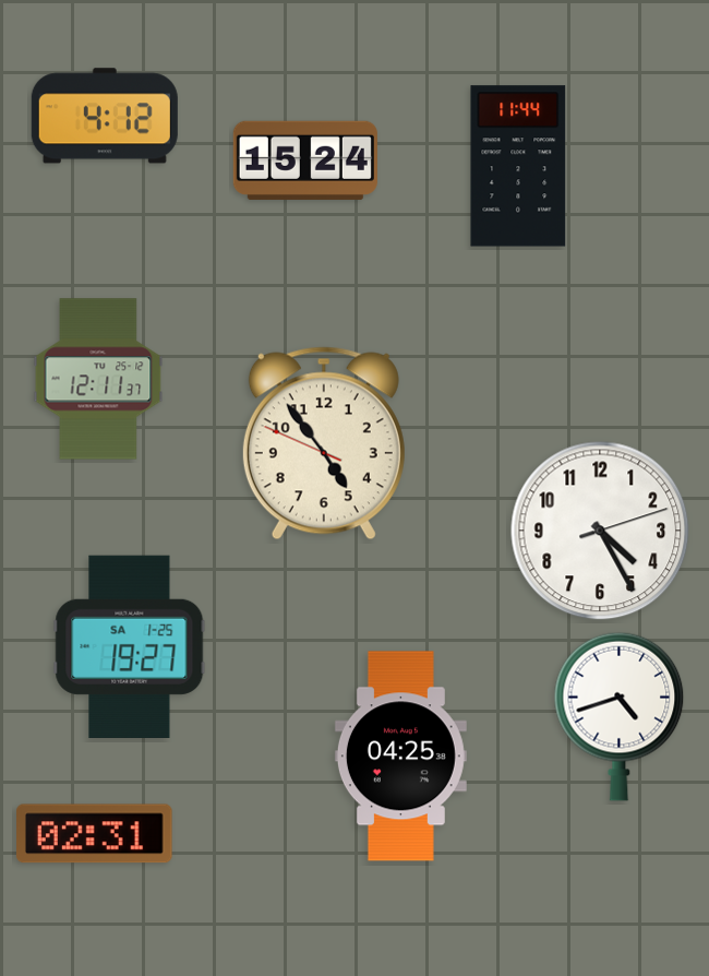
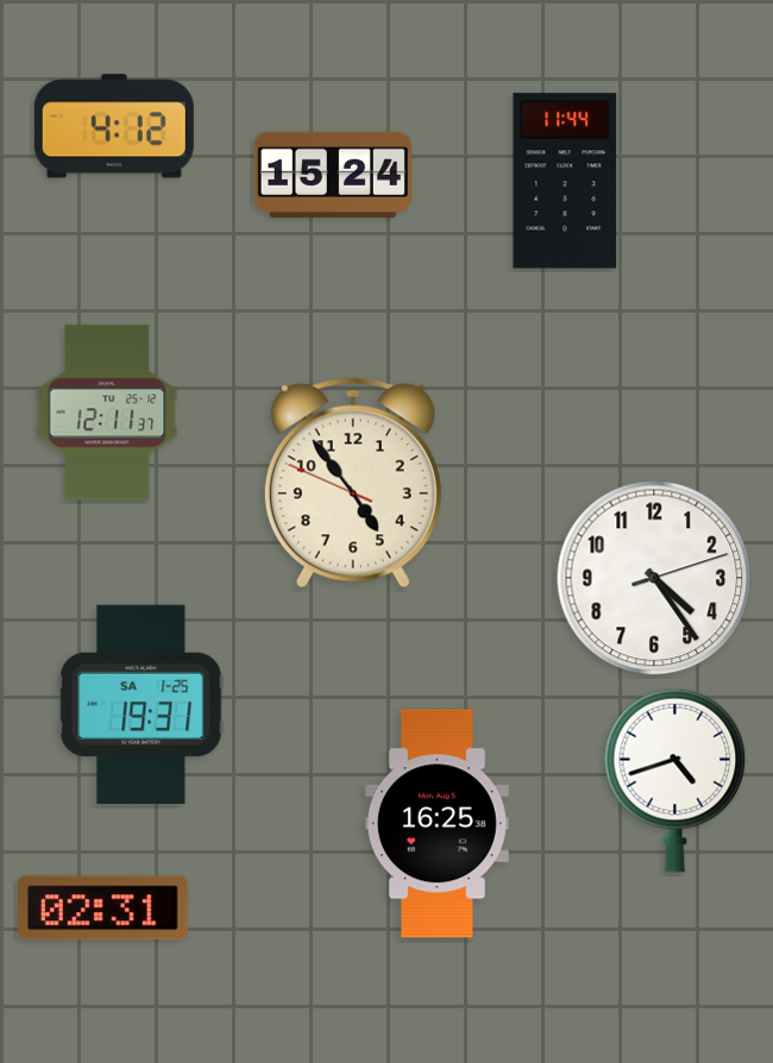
clock at (600, 531): 4:25 -> 4:24
clock at (130, 646): 19:27 -> 19:31
clock at (400, 757): 04:25 -> 16:25
